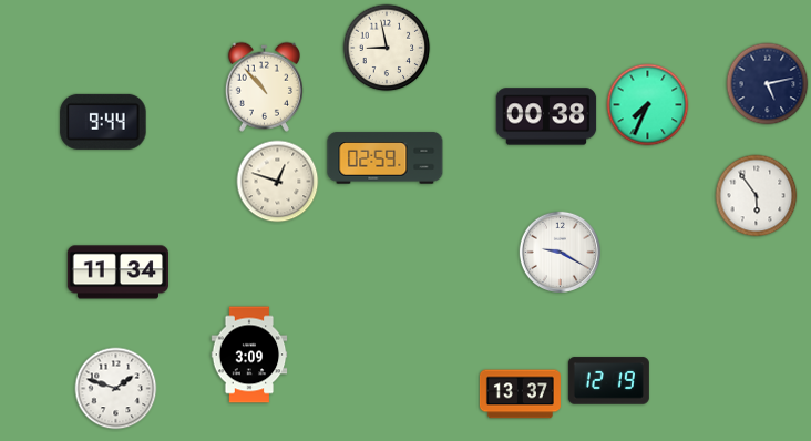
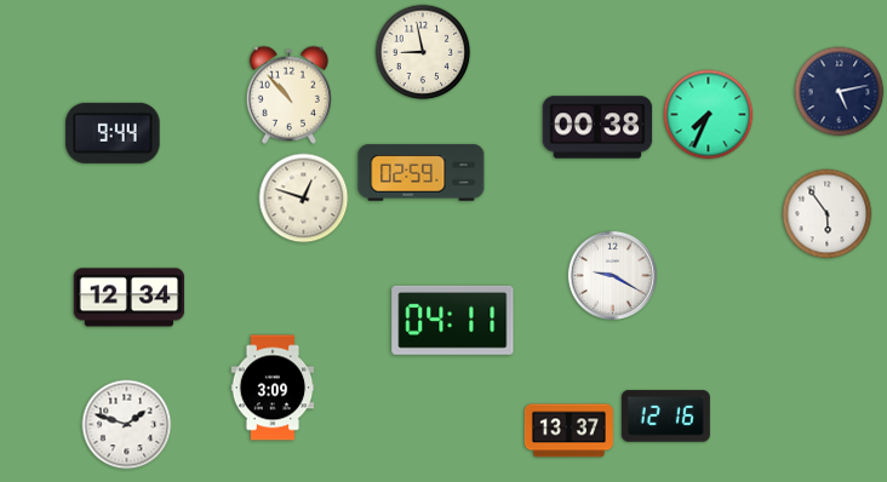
clock at (119, 273): 11:34 -> 12:34
clock at (453, 320): none -> 04:11
clock at (608, 381): 12:19 -> 12:16
